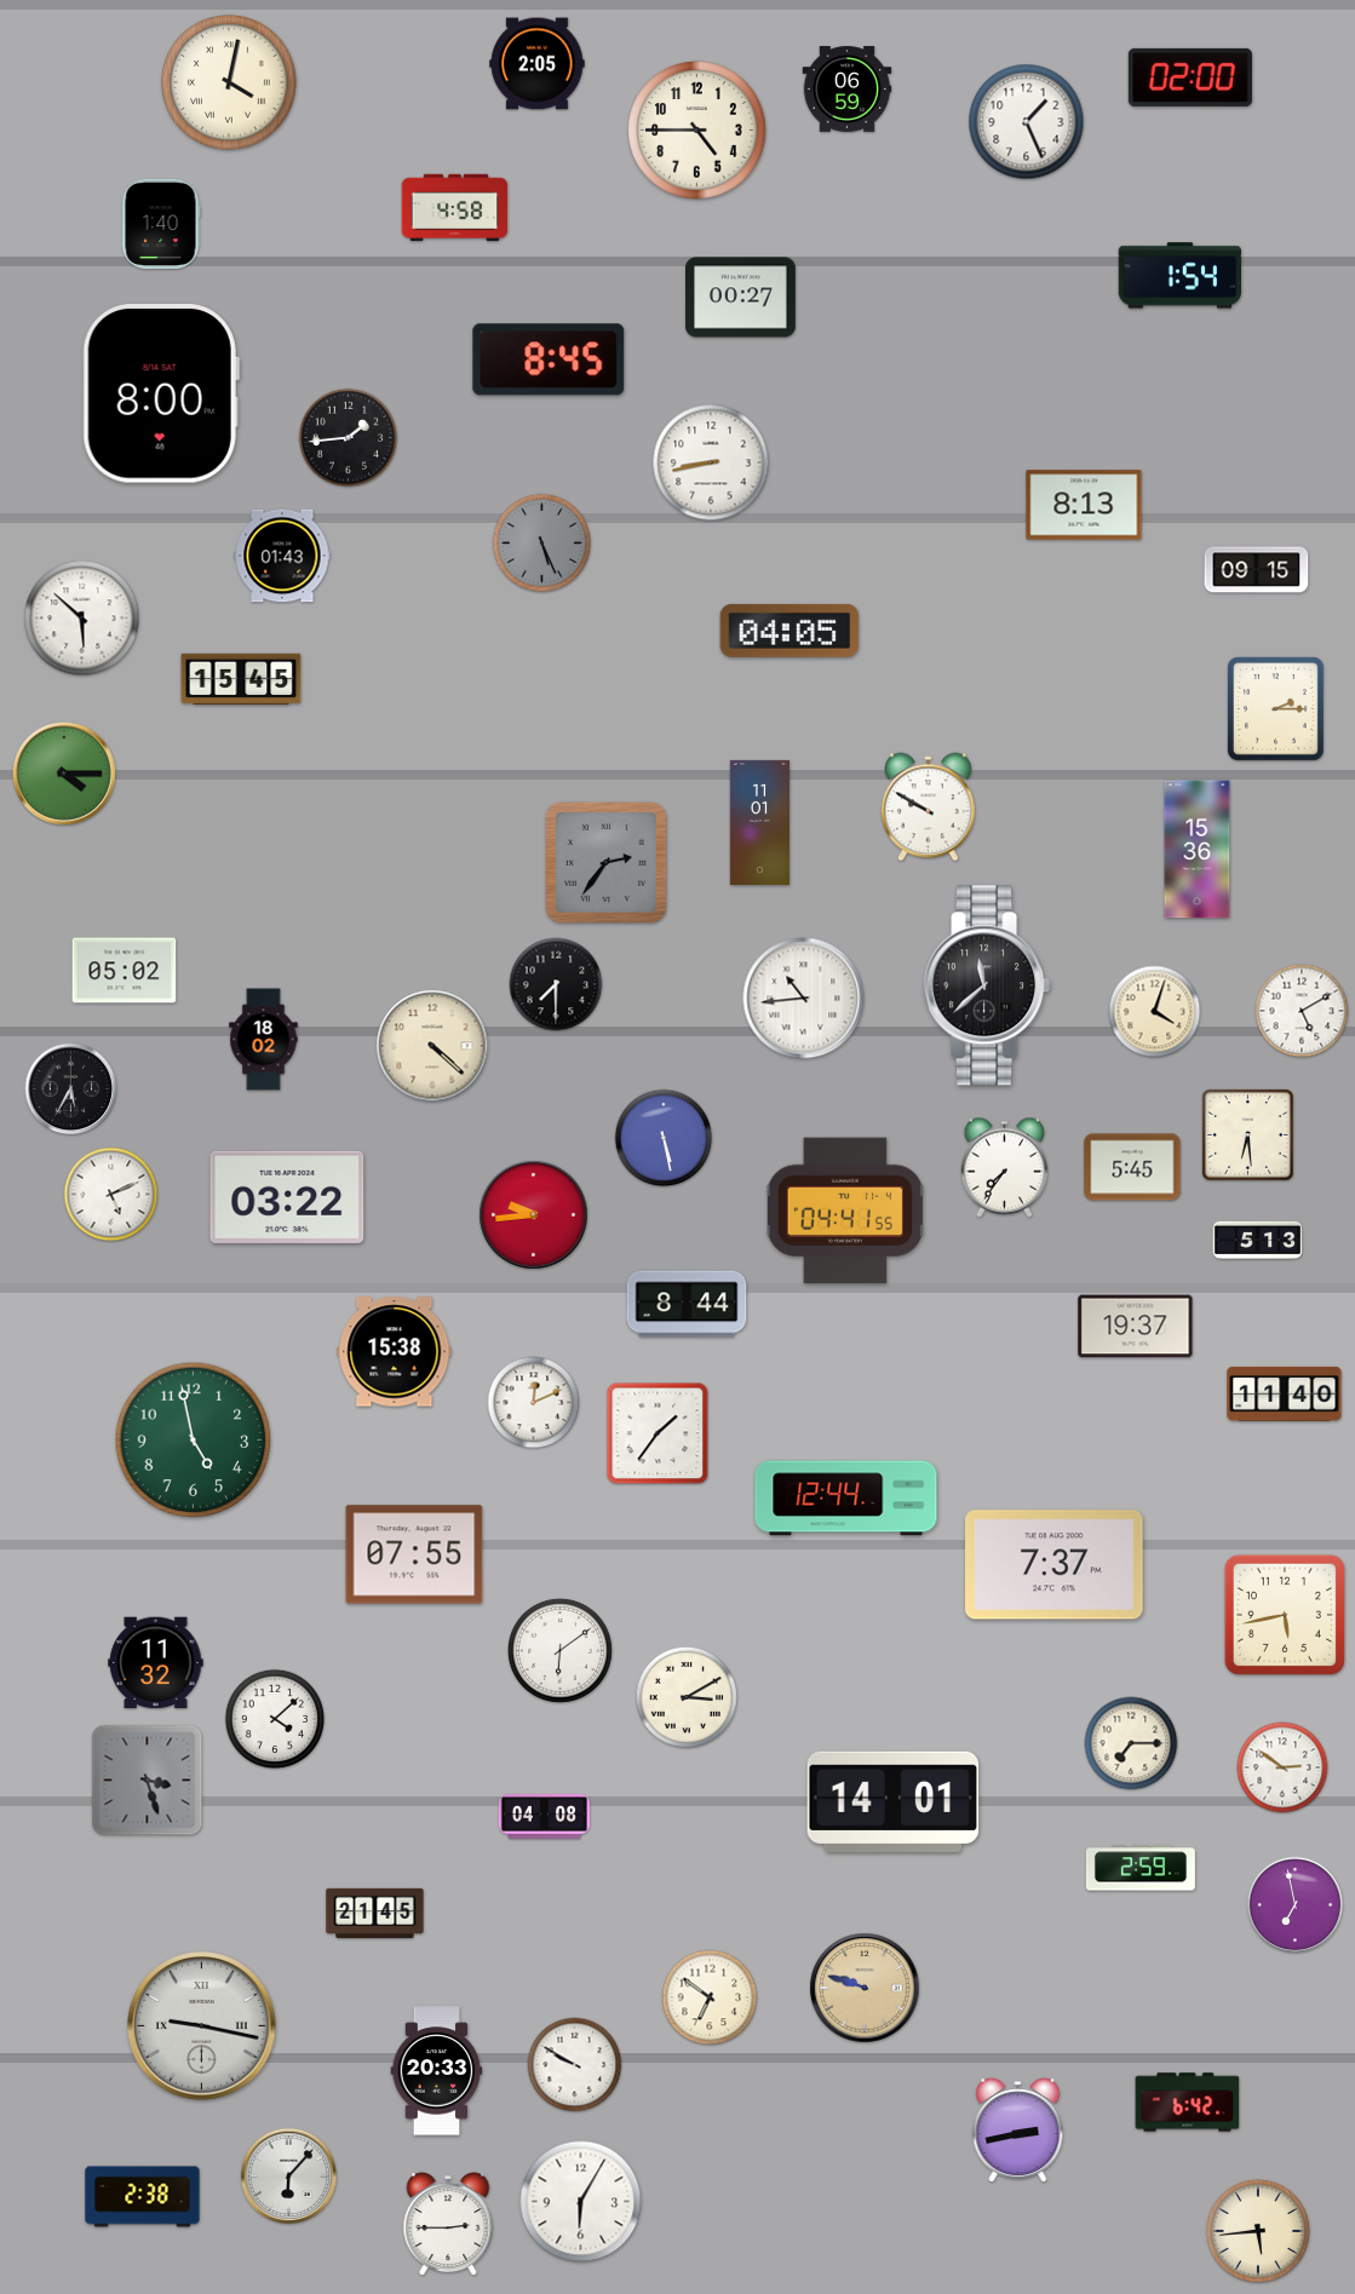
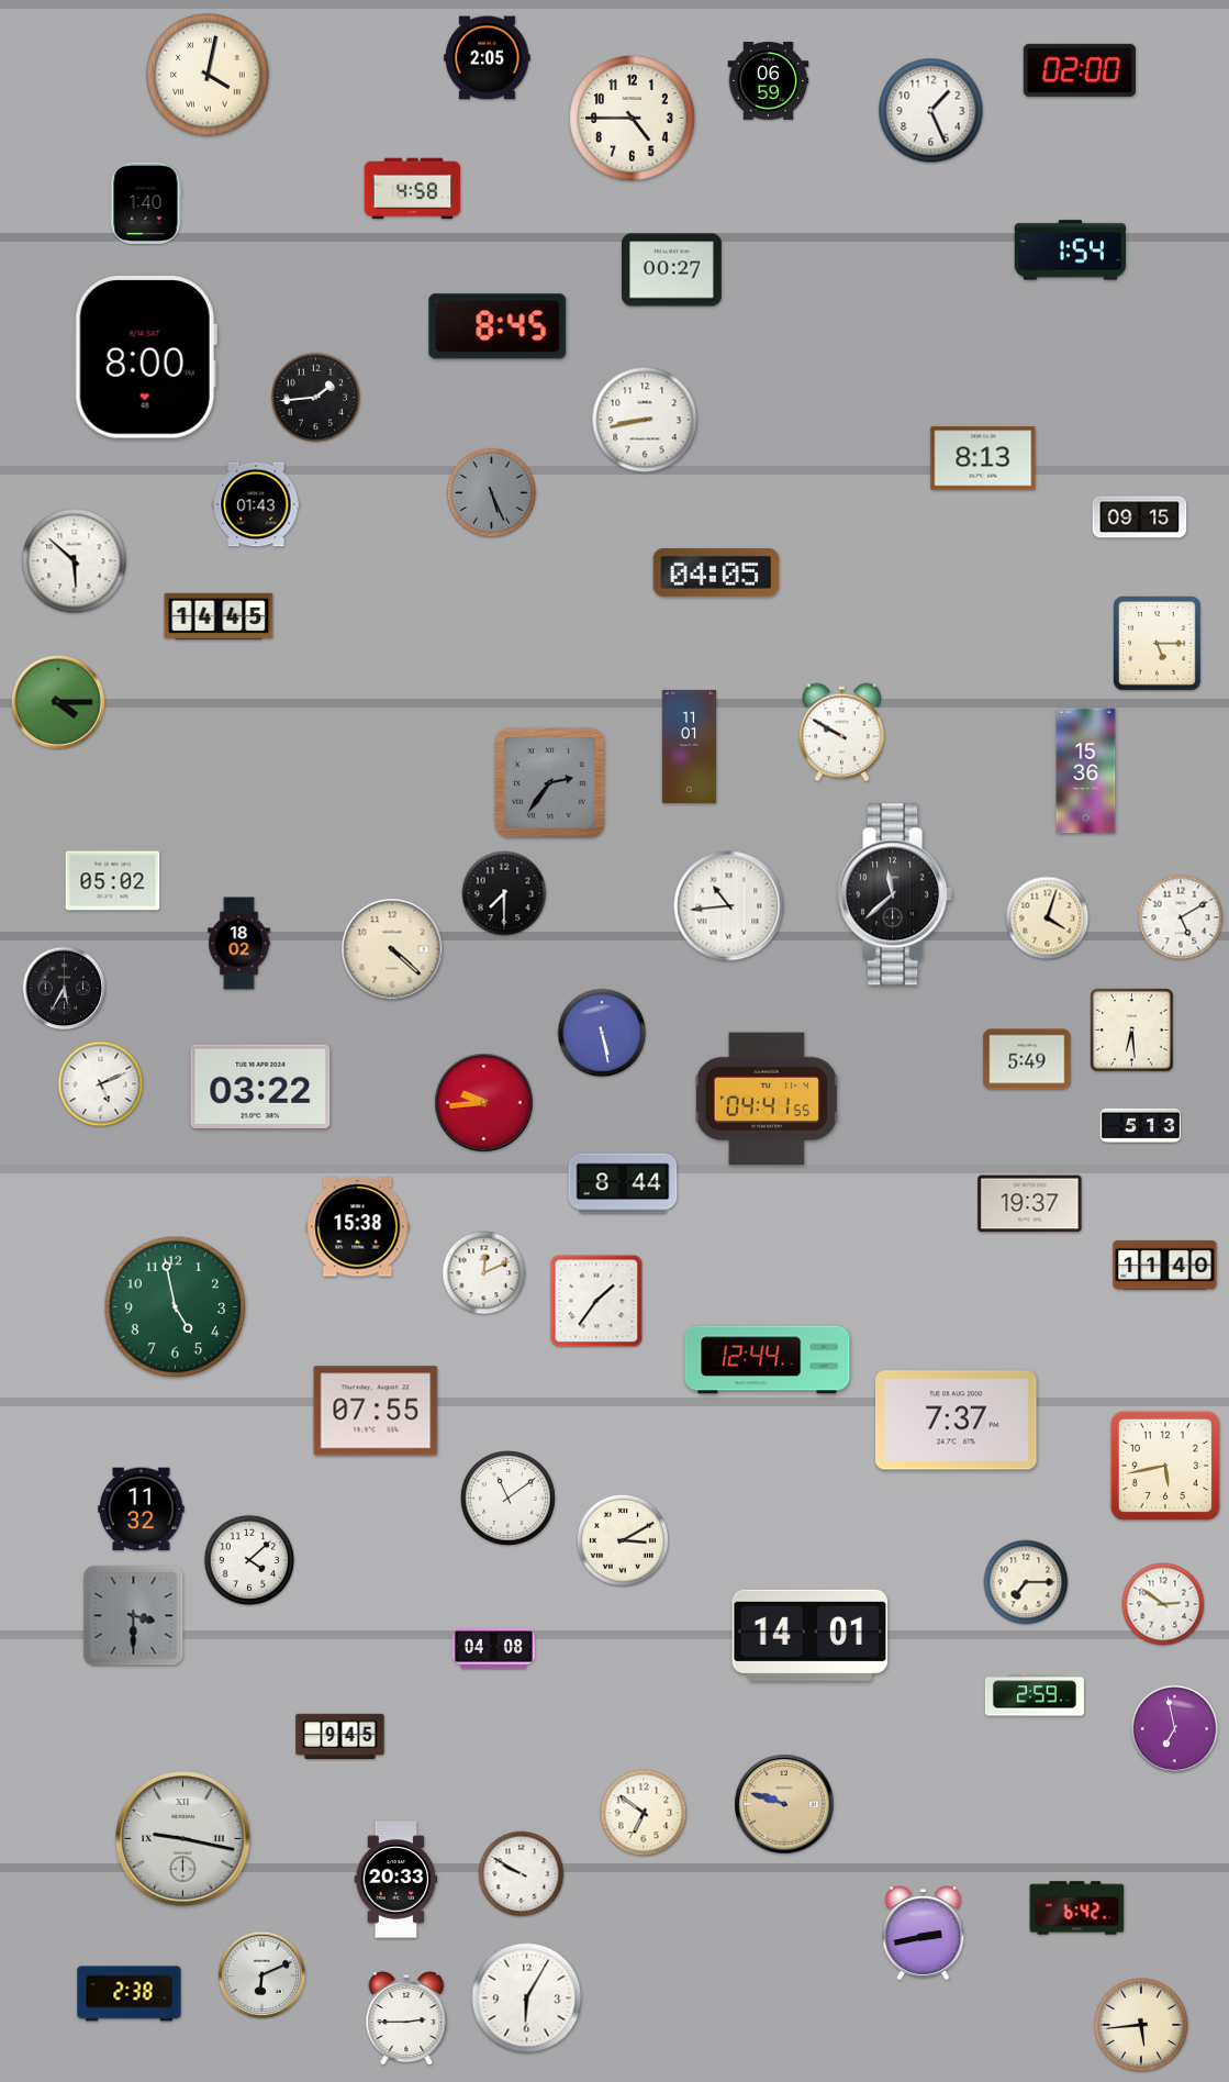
clock at (241, 679): 15:45 -> 14:45
clock at (1275, 709): 2:15 -> 5:15
clock at (1005, 1167): 7:36 -> none
clock at (1132, 1167): 5:45 -> 5:49
clock at (559, 1650): 6:09 -> 11:09
clock at (148, 1781): 3:27 -> 3:30
clock at (375, 1914): 21:45 -> 9:45
clock at (289, 2177): 6:07 -> 6:11
